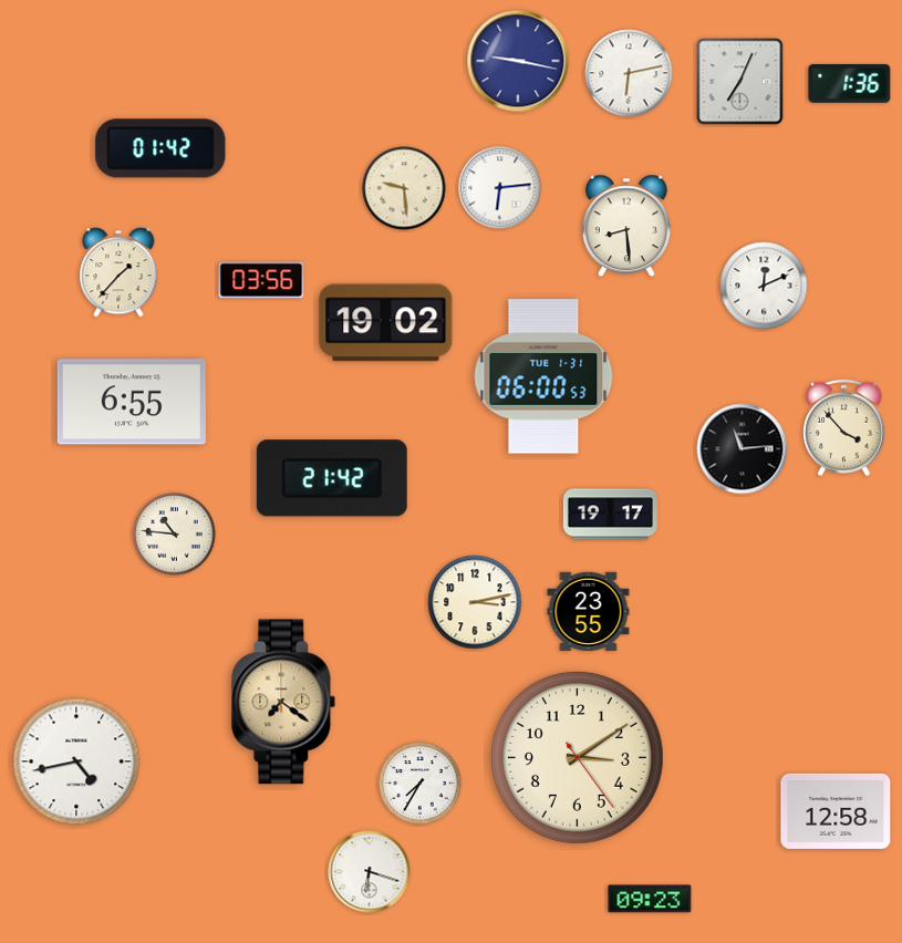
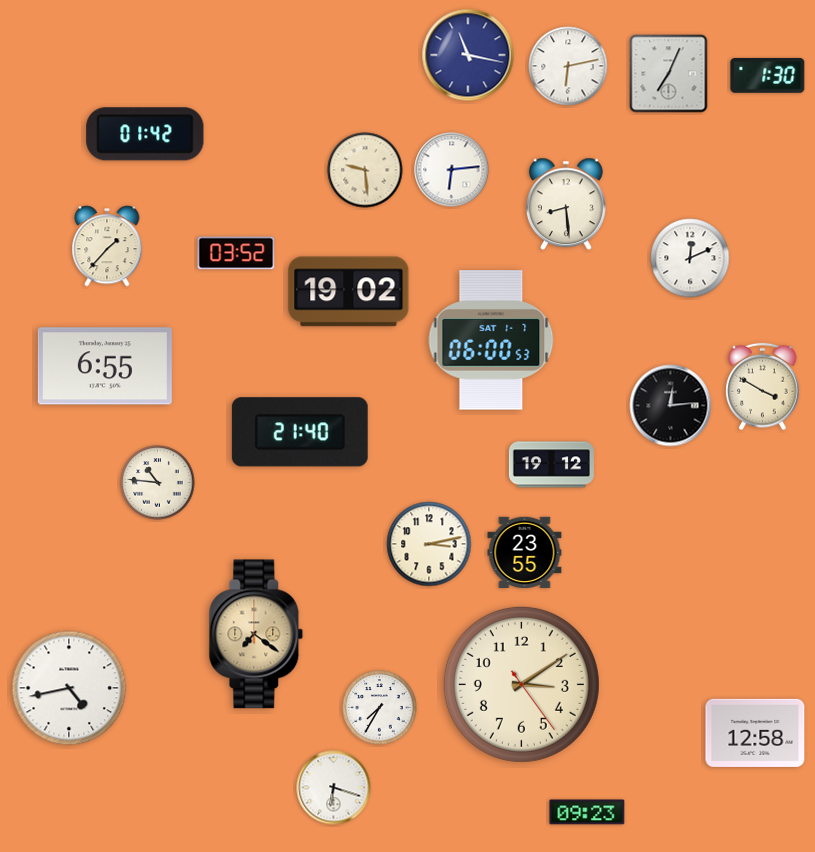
clock at (518, 61): 9:17 -> 11:17
clock at (850, 83): 1:36 -> 1:30
clock at (261, 280): 03:56 -> 03:52
clock at (543, 376) date: TUE 1-31 -> SAT 1-7
clock at (132, 402) position: (132, 402) -> (105, 366)
clock at (844, 428): 3:53 -> 3:50
clock at (743, 449): 11:14 -> 12:14
clock at (332, 478): 21:42 -> 21:40
clock at (610, 515): 19:17 -> 19:12
clock at (589, 611) position: (589, 611) -> (525, 552)
